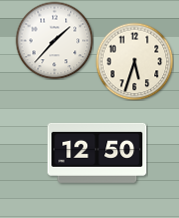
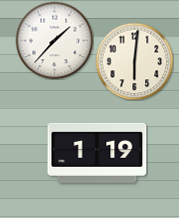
clock at (134, 61): 5:33 -> 6:01
clock at (97, 153): 12:50 -> 1:19
